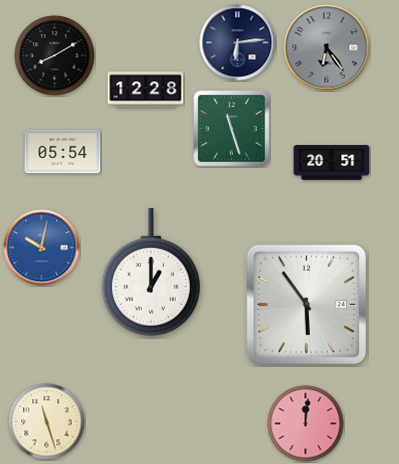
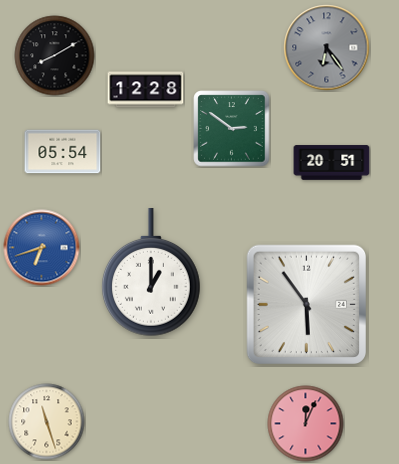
clock at (238, 43): 6:14 -> none
clock at (232, 129): 11:27 -> 2:51
clock at (42, 248): 10:02 -> 6:42
clock at (306, 424): 12:01 -> 12:04
